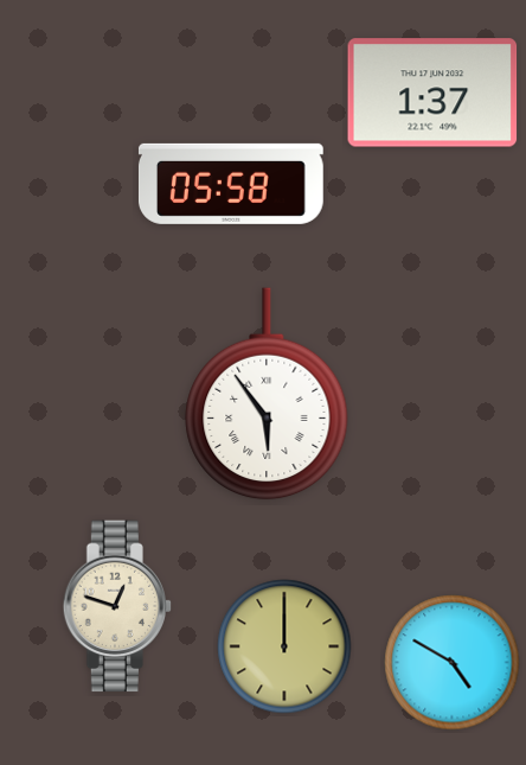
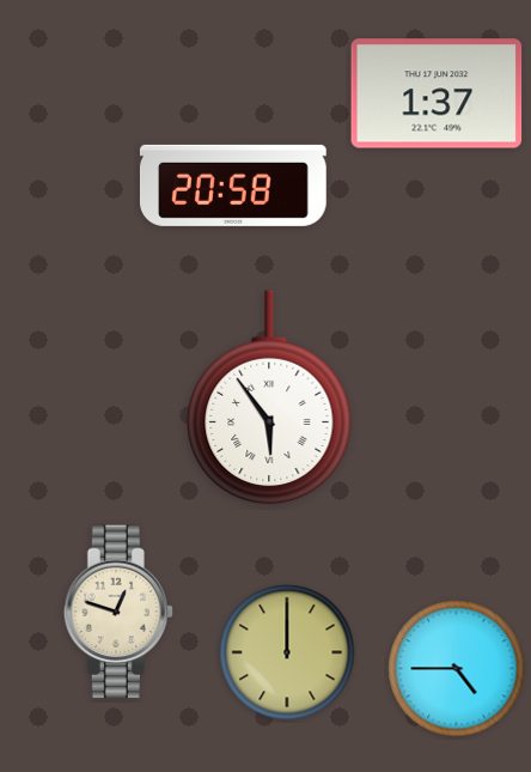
clock at (231, 184): 05:58 -> 20:58
clock at (453, 663): 4:50 -> 4:45
